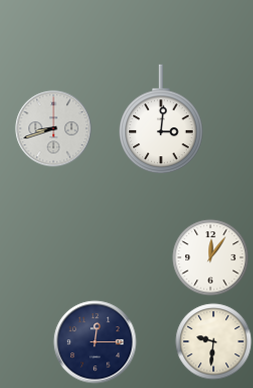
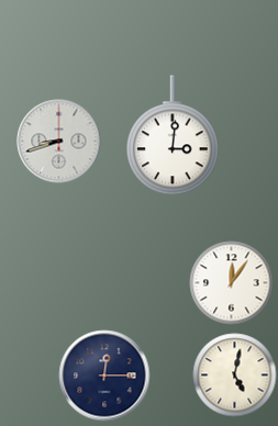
clock at (162, 120) position: (162, 120) -> (174, 136)
clock at (214, 342): 9:31 -> 5:02
